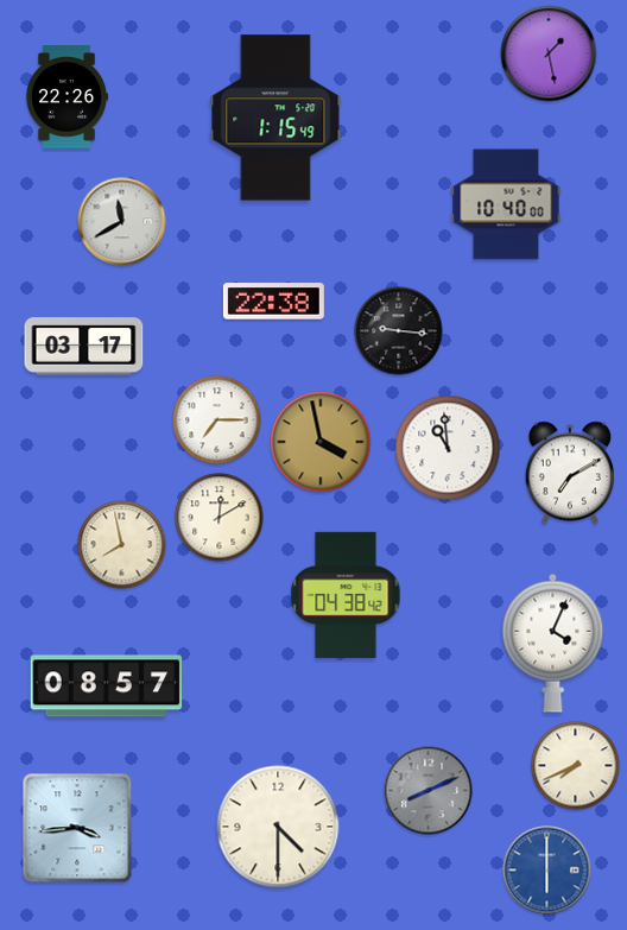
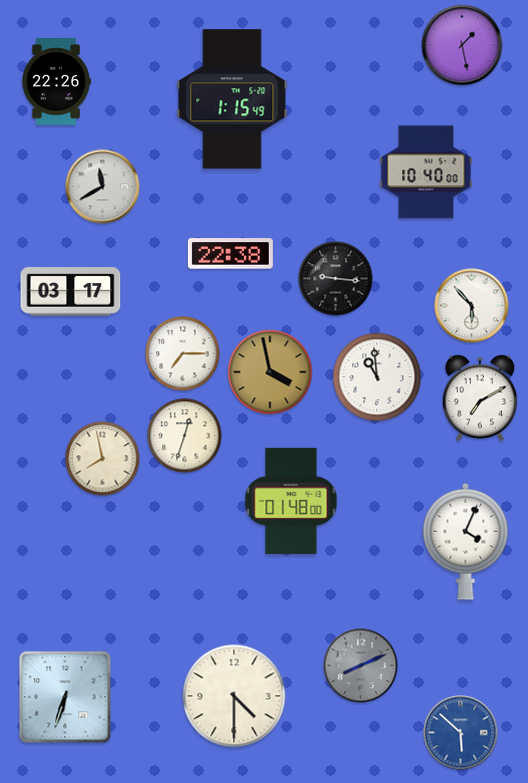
clock at (472, 306): none -> 5:53
clock at (220, 518): 12:10 -> 12:33
clock at (346, 595): 04:38 -> 01:48
clock at (107, 687): 08:57 -> none
clock at (576, 766): 7:41 -> none
clock at (77, 828): 3:44 -> 6:33
clock at (547, 871): 6:00 -> 5:52
